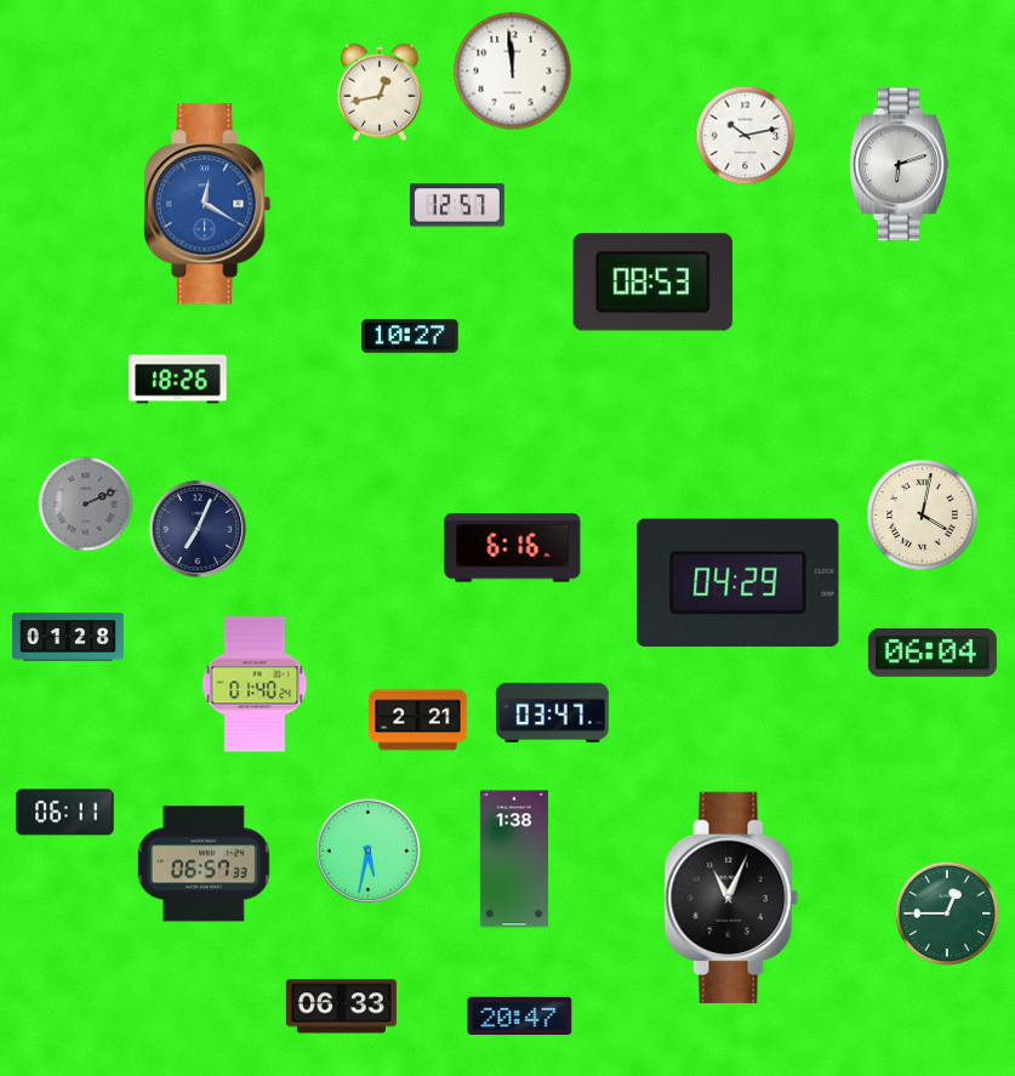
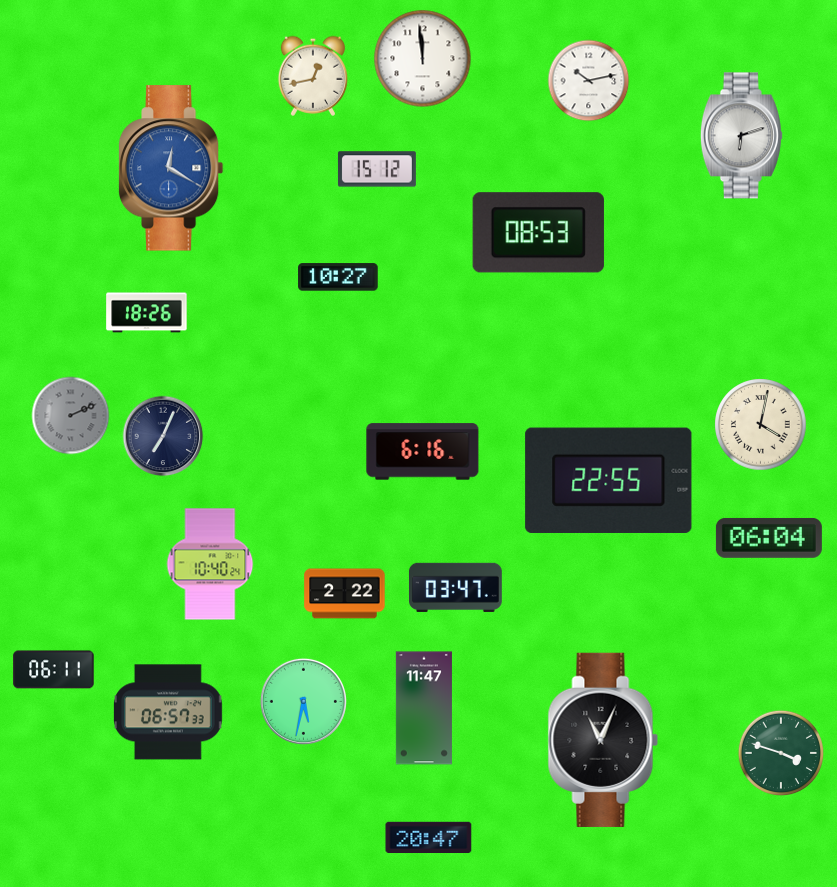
clock at (746, 136) position: (746, 136) -> (589, 81)
clock at (457, 205): 12:57 -> 15:12
clock at (739, 582): 04:29 -> 22:55
clock at (68, 637): 01:28 -> none
clock at (255, 684): 01:40 -> 10:40
clock at (418, 721): 2:21 -> 2:22
clock at (514, 859): 1:38 -> 11:47
clock at (946, 912): 12:45 -> 3:48
clock at (341, 1007): 06:33 -> none
